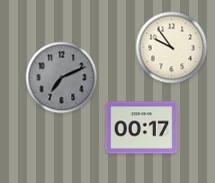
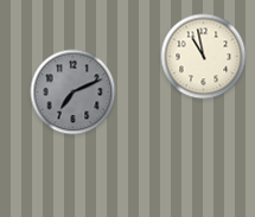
clock at (172, 48): 9:54 -> 10:58
clock at (142, 128): 00:17 -> none
